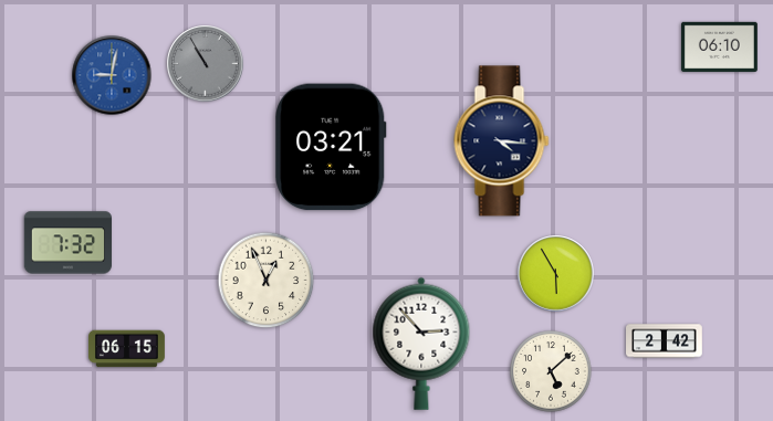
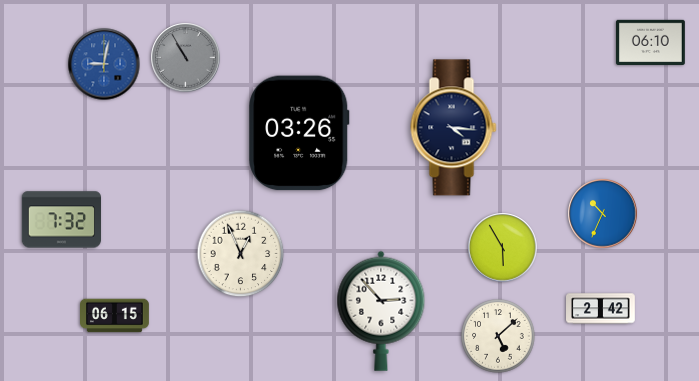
clock at (112, 75) position: (112, 75) -> (104, 64)
clock at (331, 147): 03:21 -> 03:26
clock at (603, 214): none -> 10:34
